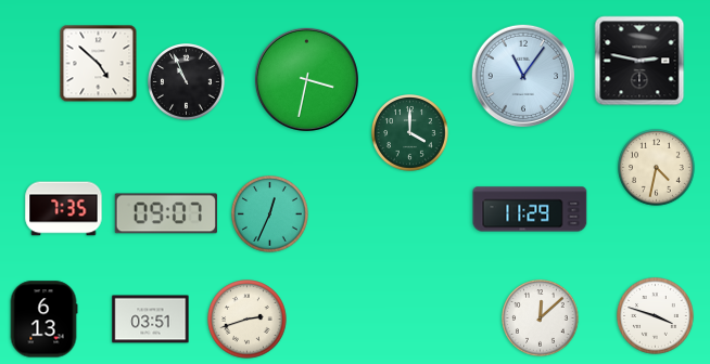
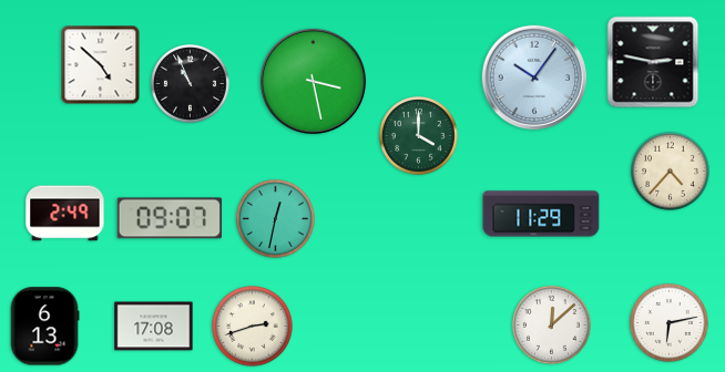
clock at (522, 75): 11:06 -> 10:06
clock at (306, 79): 3:32 -> 3:28
clock at (657, 168): 4:32 -> 4:37
clock at (64, 209): 7:35 -> 2:49
clock at (270, 214): 12:34 -> 12:32
clock at (656, 316): 3:48 -> 6:13
clock at (151, 320): 03:51 -> 17:08
